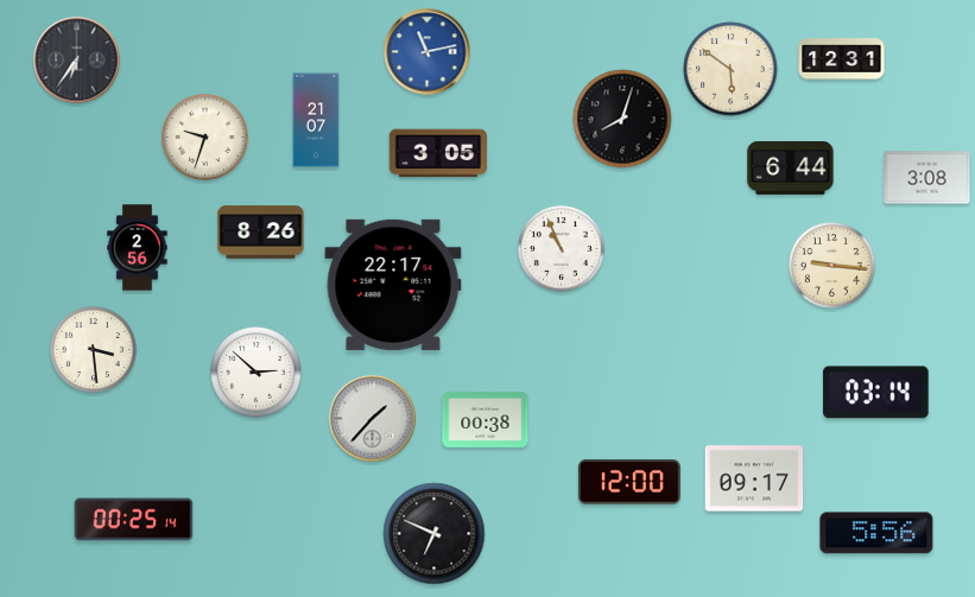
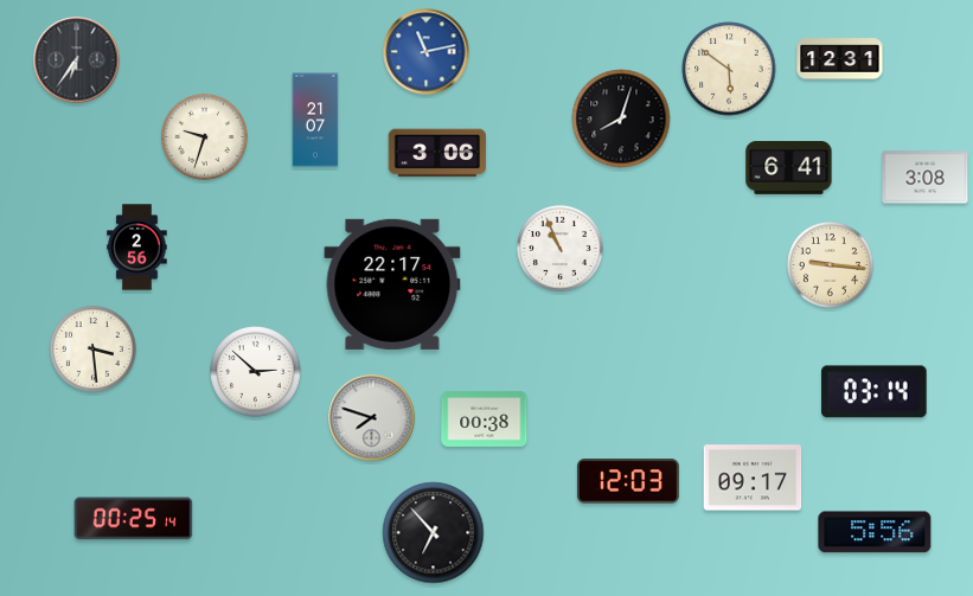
clock at (438, 153): 3:05 -> 3:06
clock at (791, 169): 6:44 -> 6:41
clock at (261, 233): 8:26 -> none
clock at (373, 419): 1:37 -> 7:48
clock at (629, 482): 12:00 -> 12:03
clock at (435, 534): 6:49 -> 6:53
